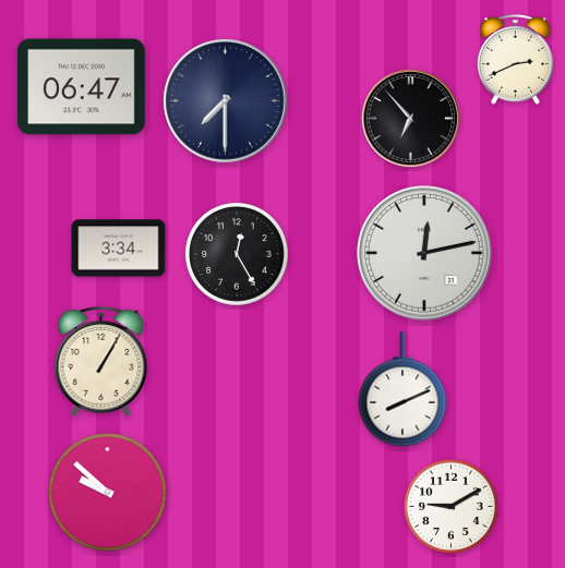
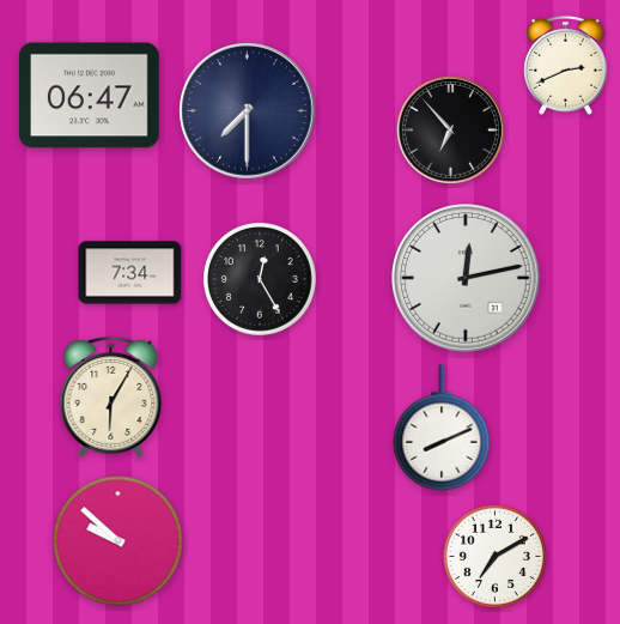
clock at (119, 249): 3:34 -> 7:34
clock at (101, 361): 1:05 -> 6:05
clock at (450, 506): 9:10 -> 7:10
